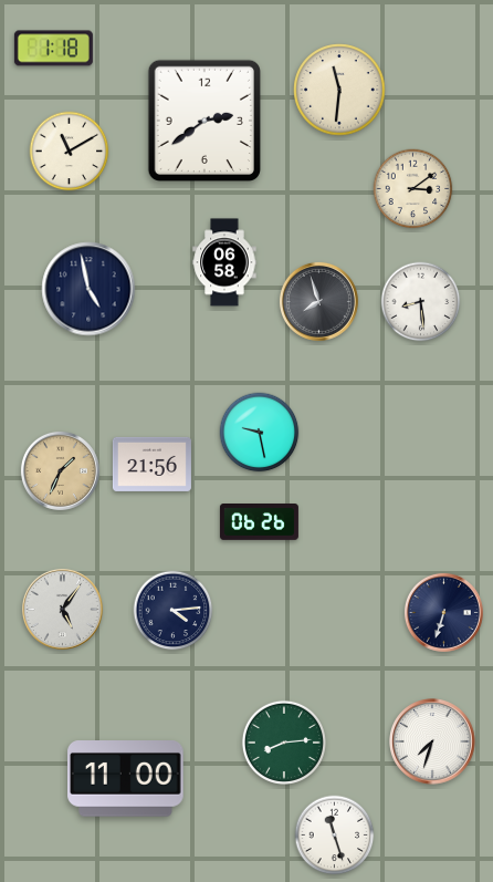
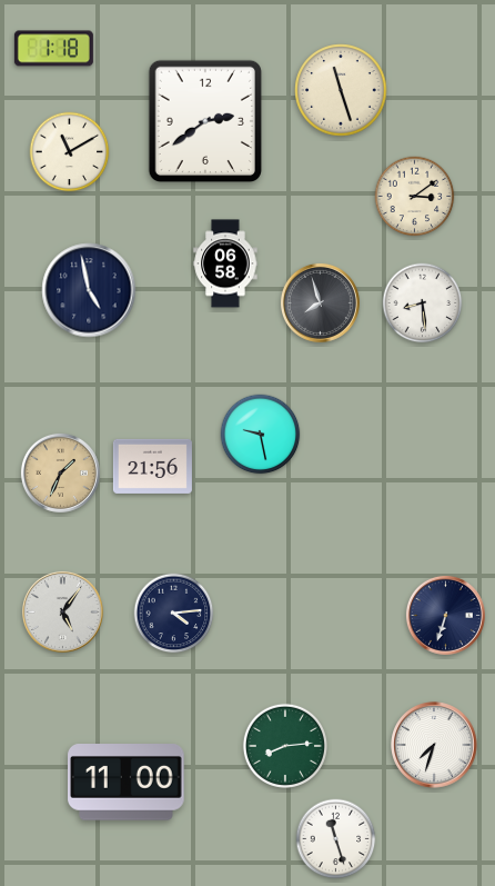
clock at (339, 90): 11:31 -> 11:27
clock at (413, 189) position: (413, 189) -> (415, 197)
clock at (259, 522): 06:26 -> none
